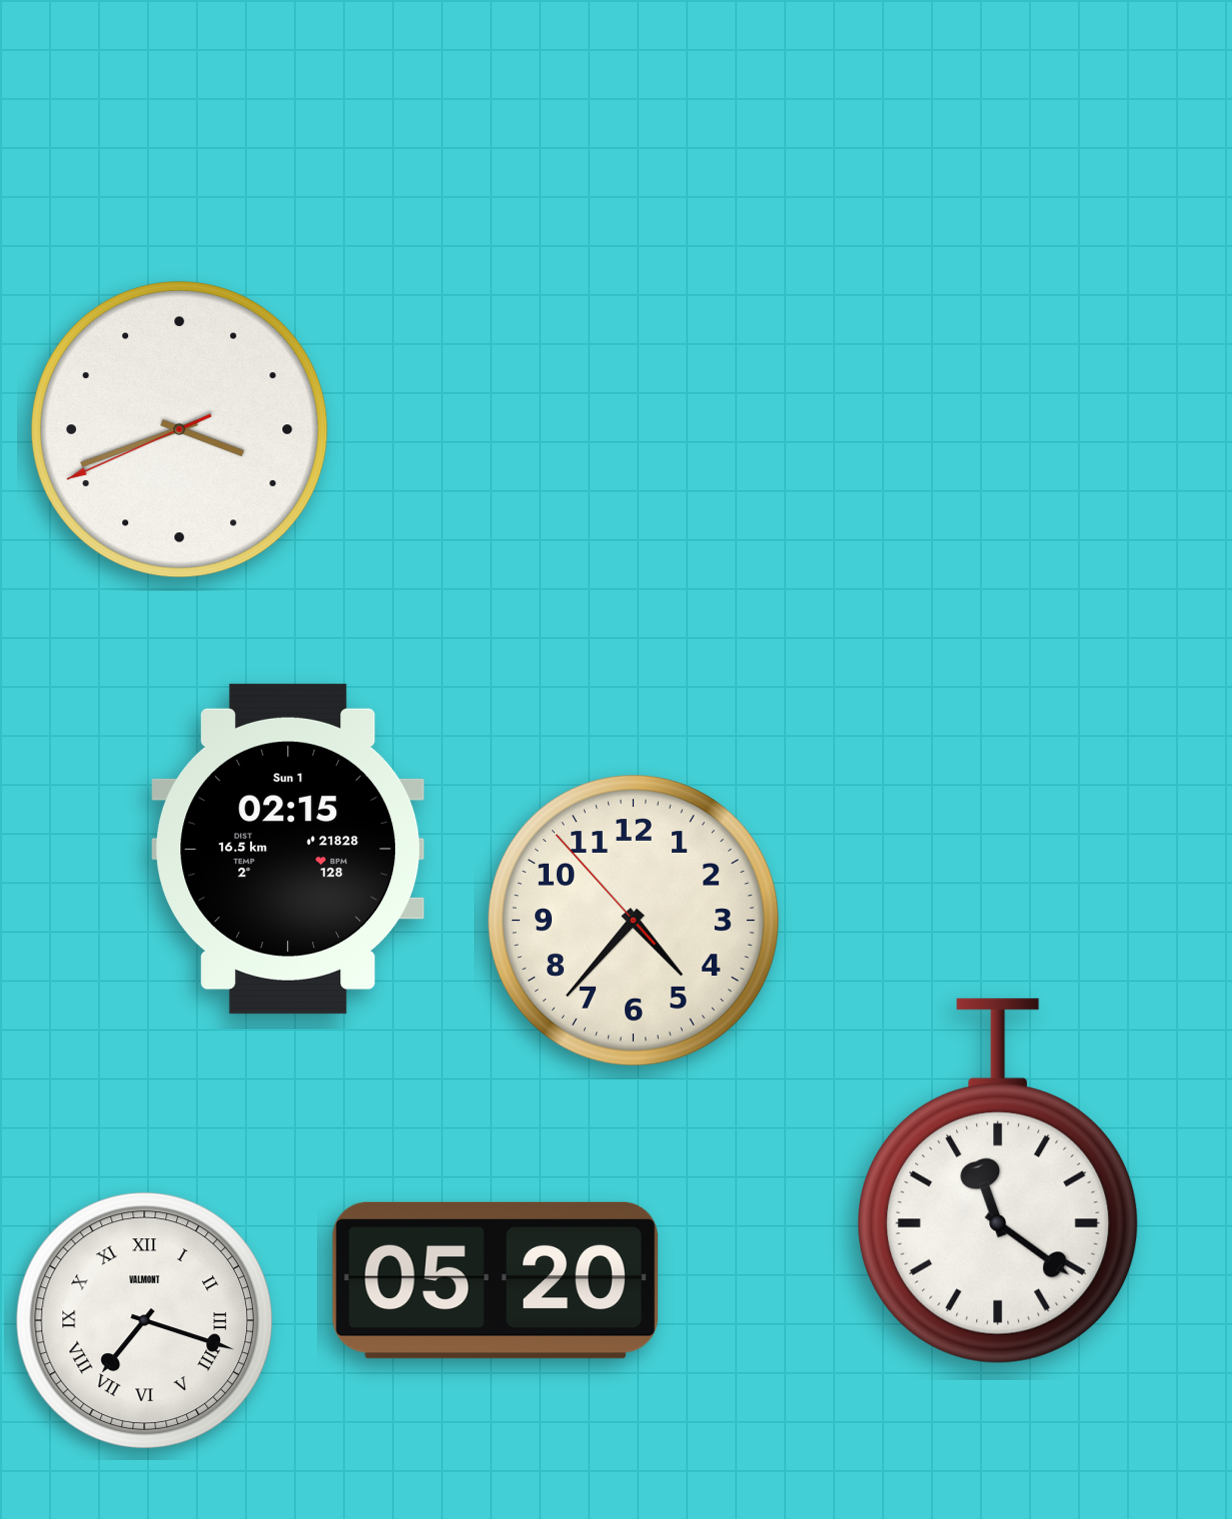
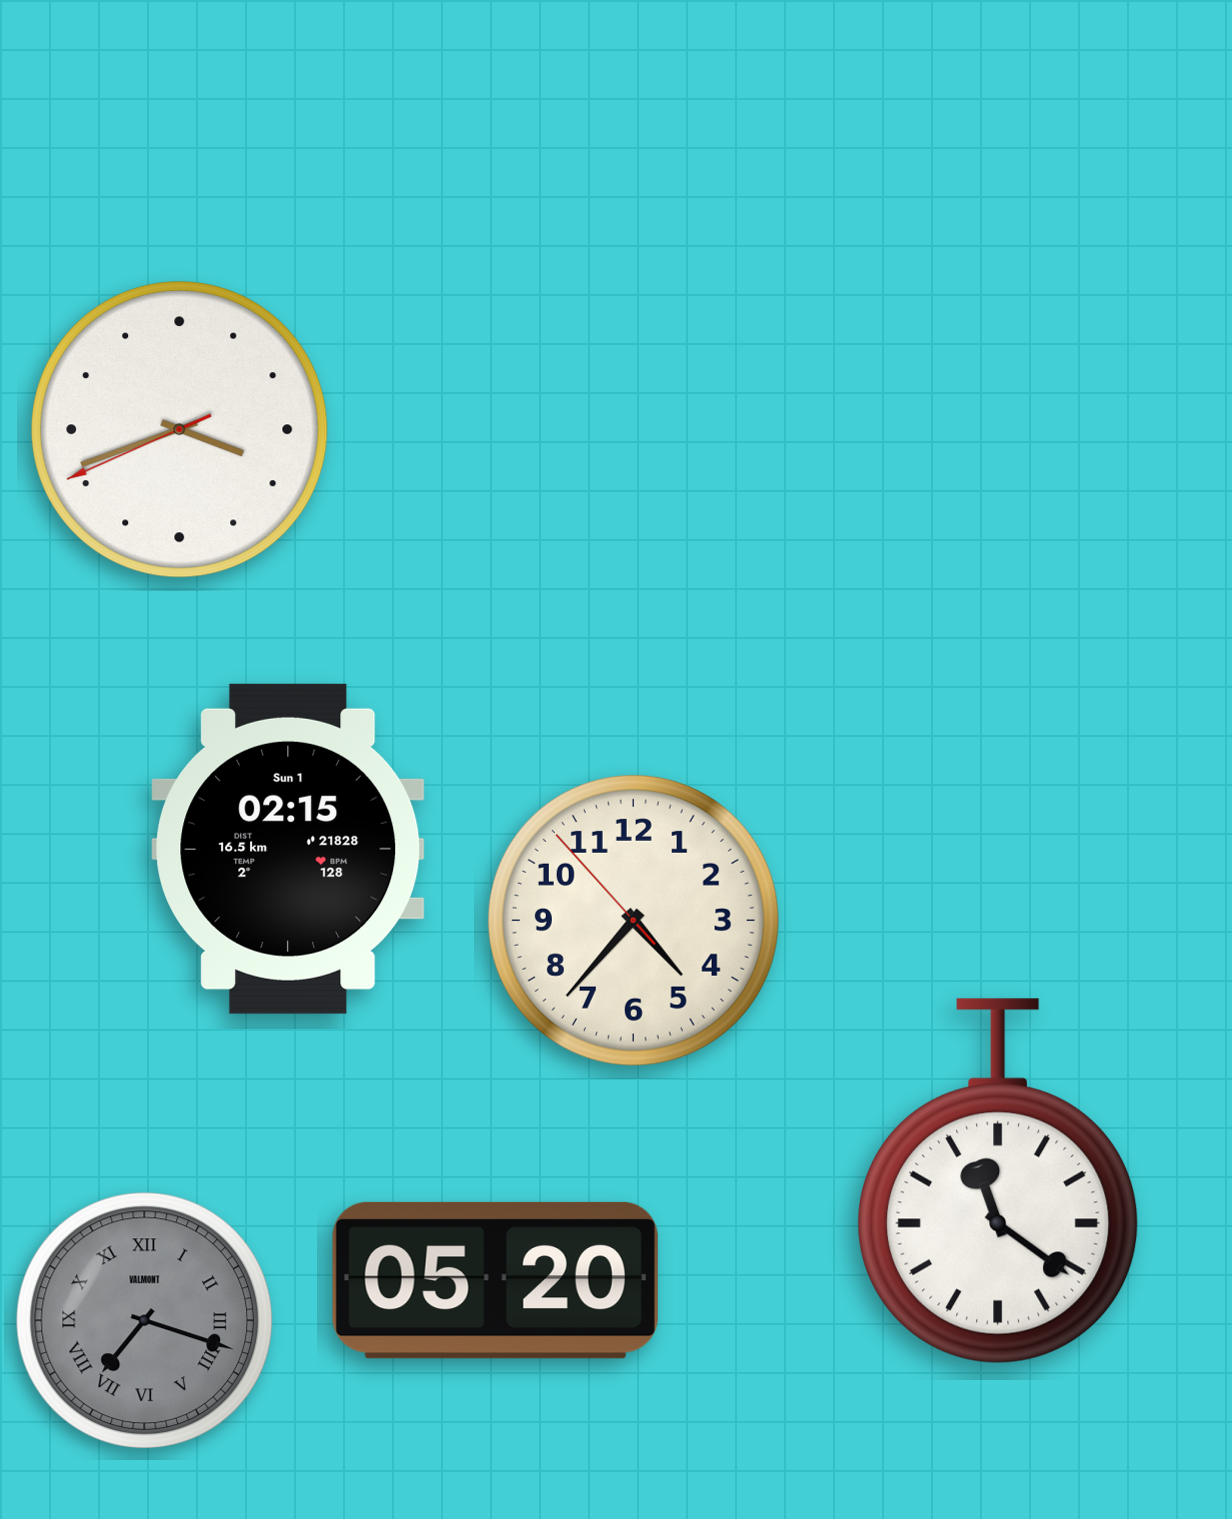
clock at (145, 1321) dial: white -> grey
